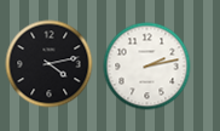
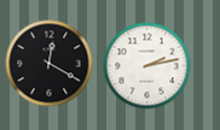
clock at (50, 64): 4:13 -> 12:20
